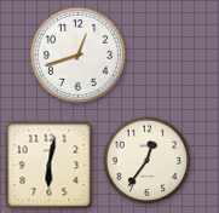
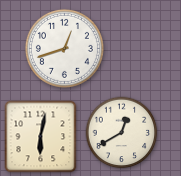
clock at (77, 54) position: (77, 54) -> (64, 48)
clock at (148, 161): 12:36 -> 12:40
